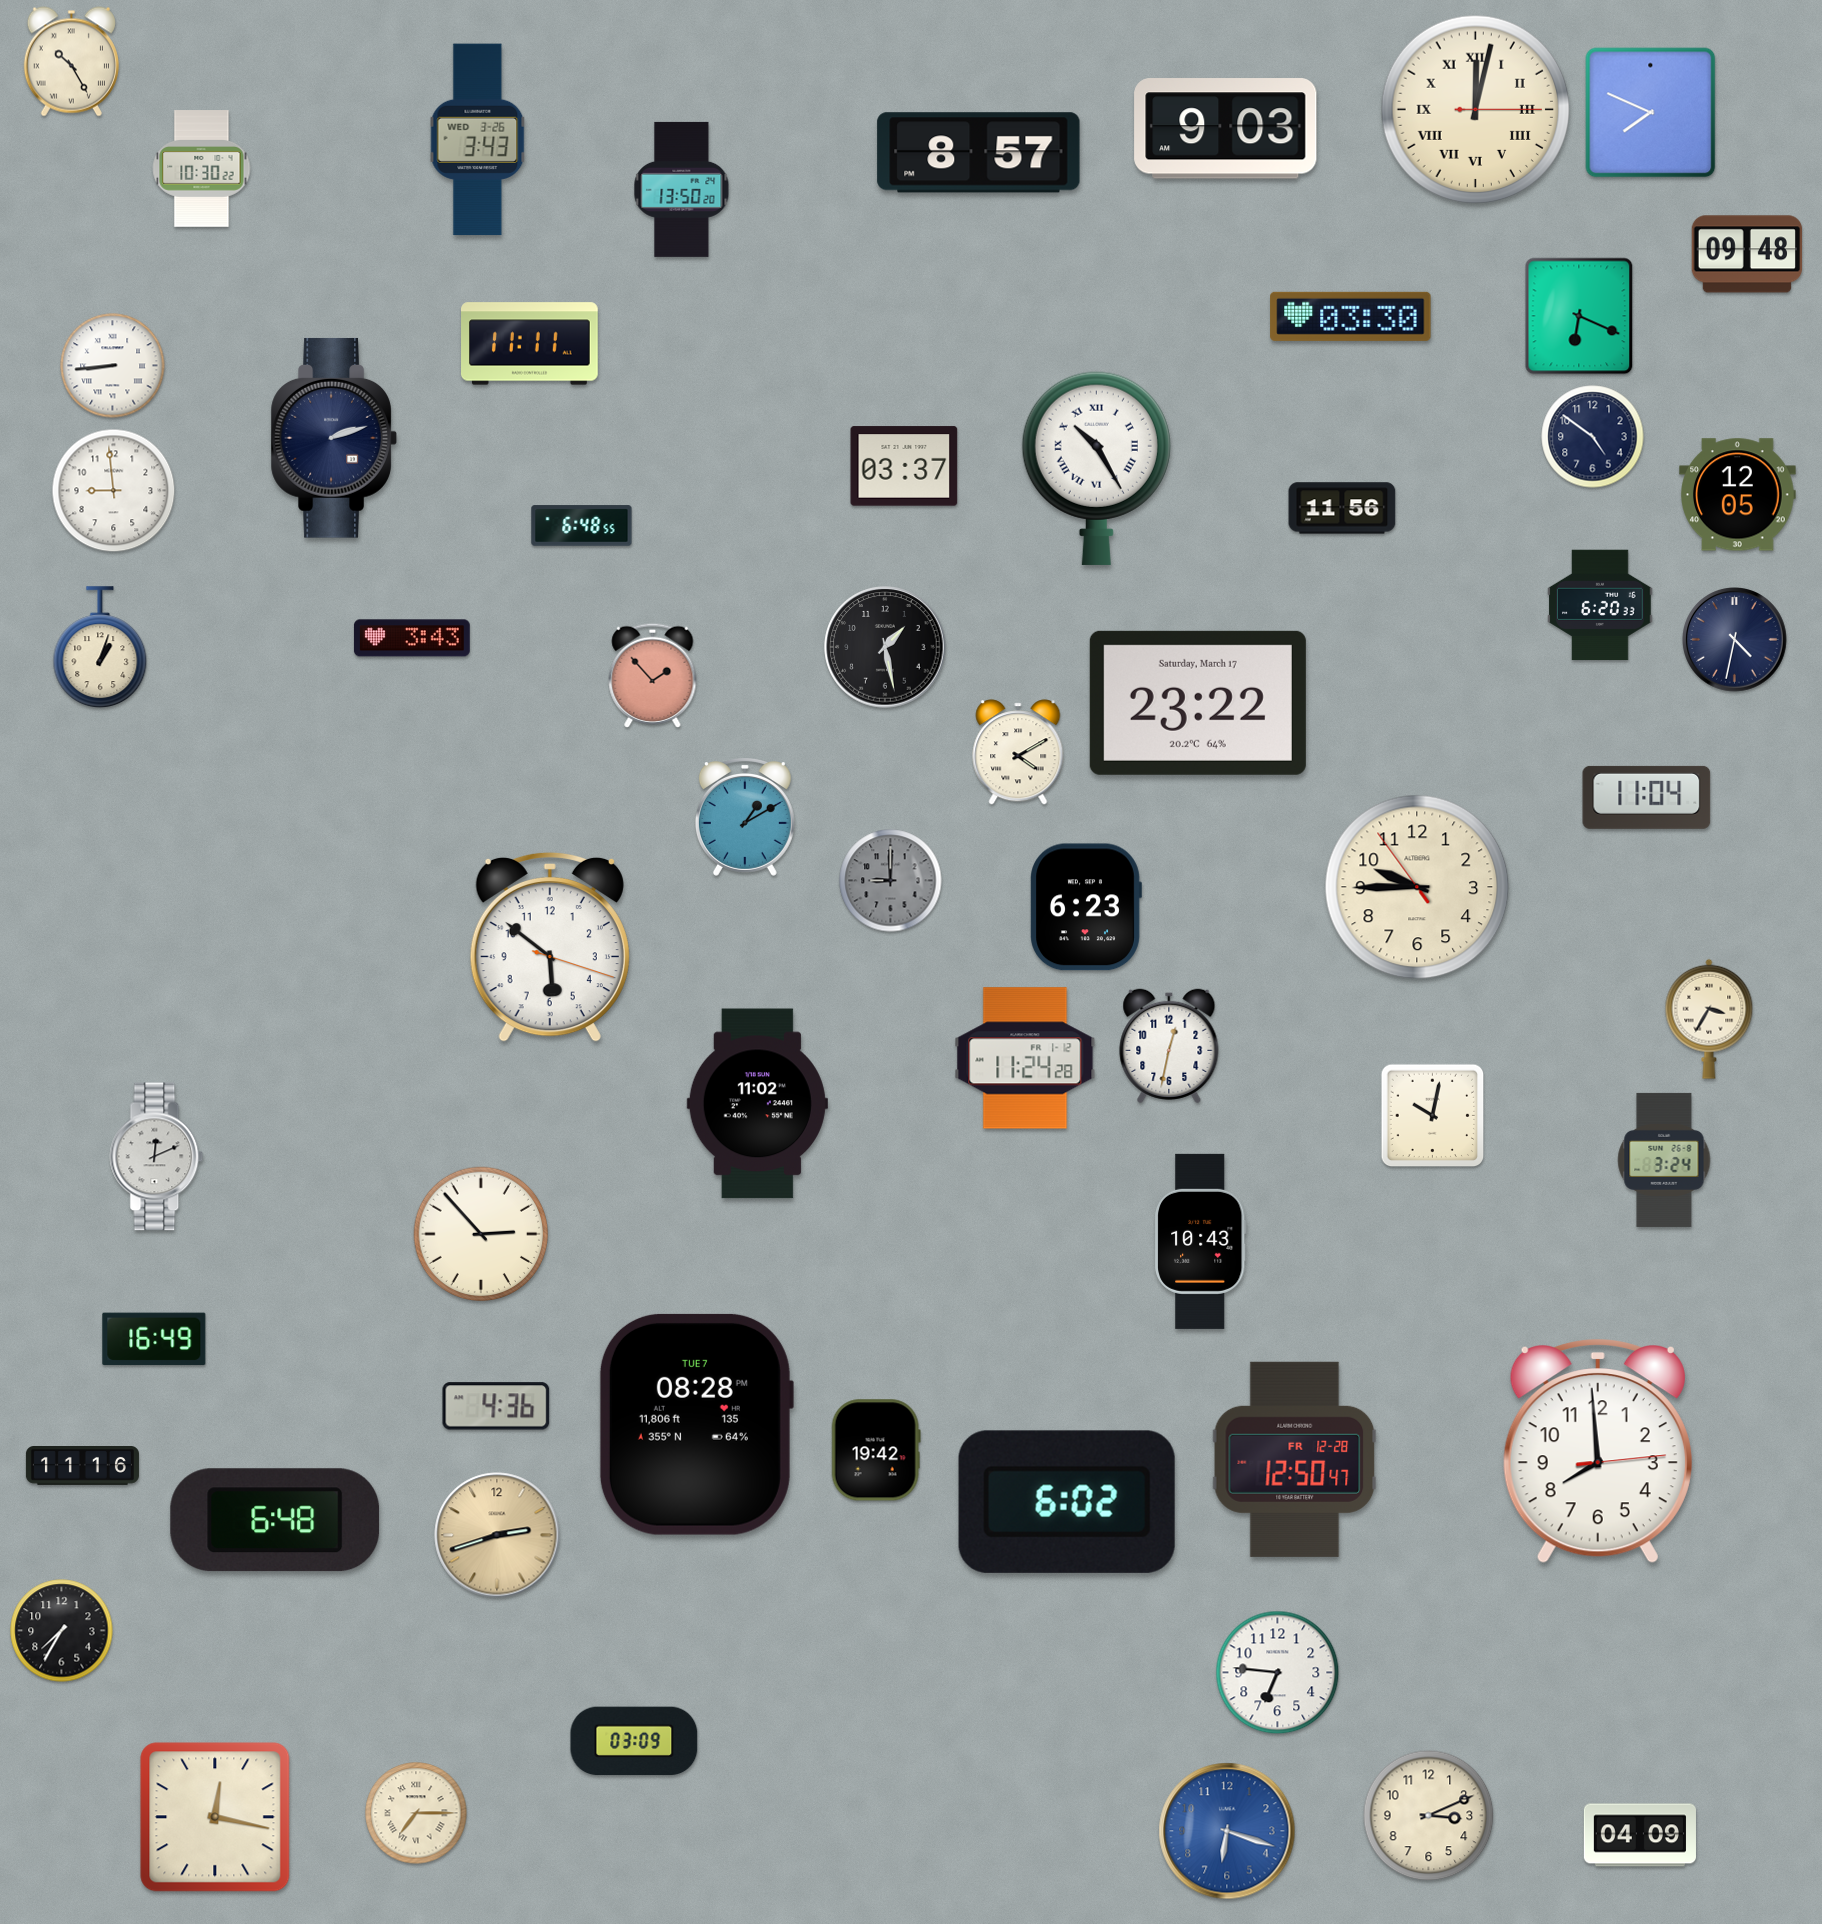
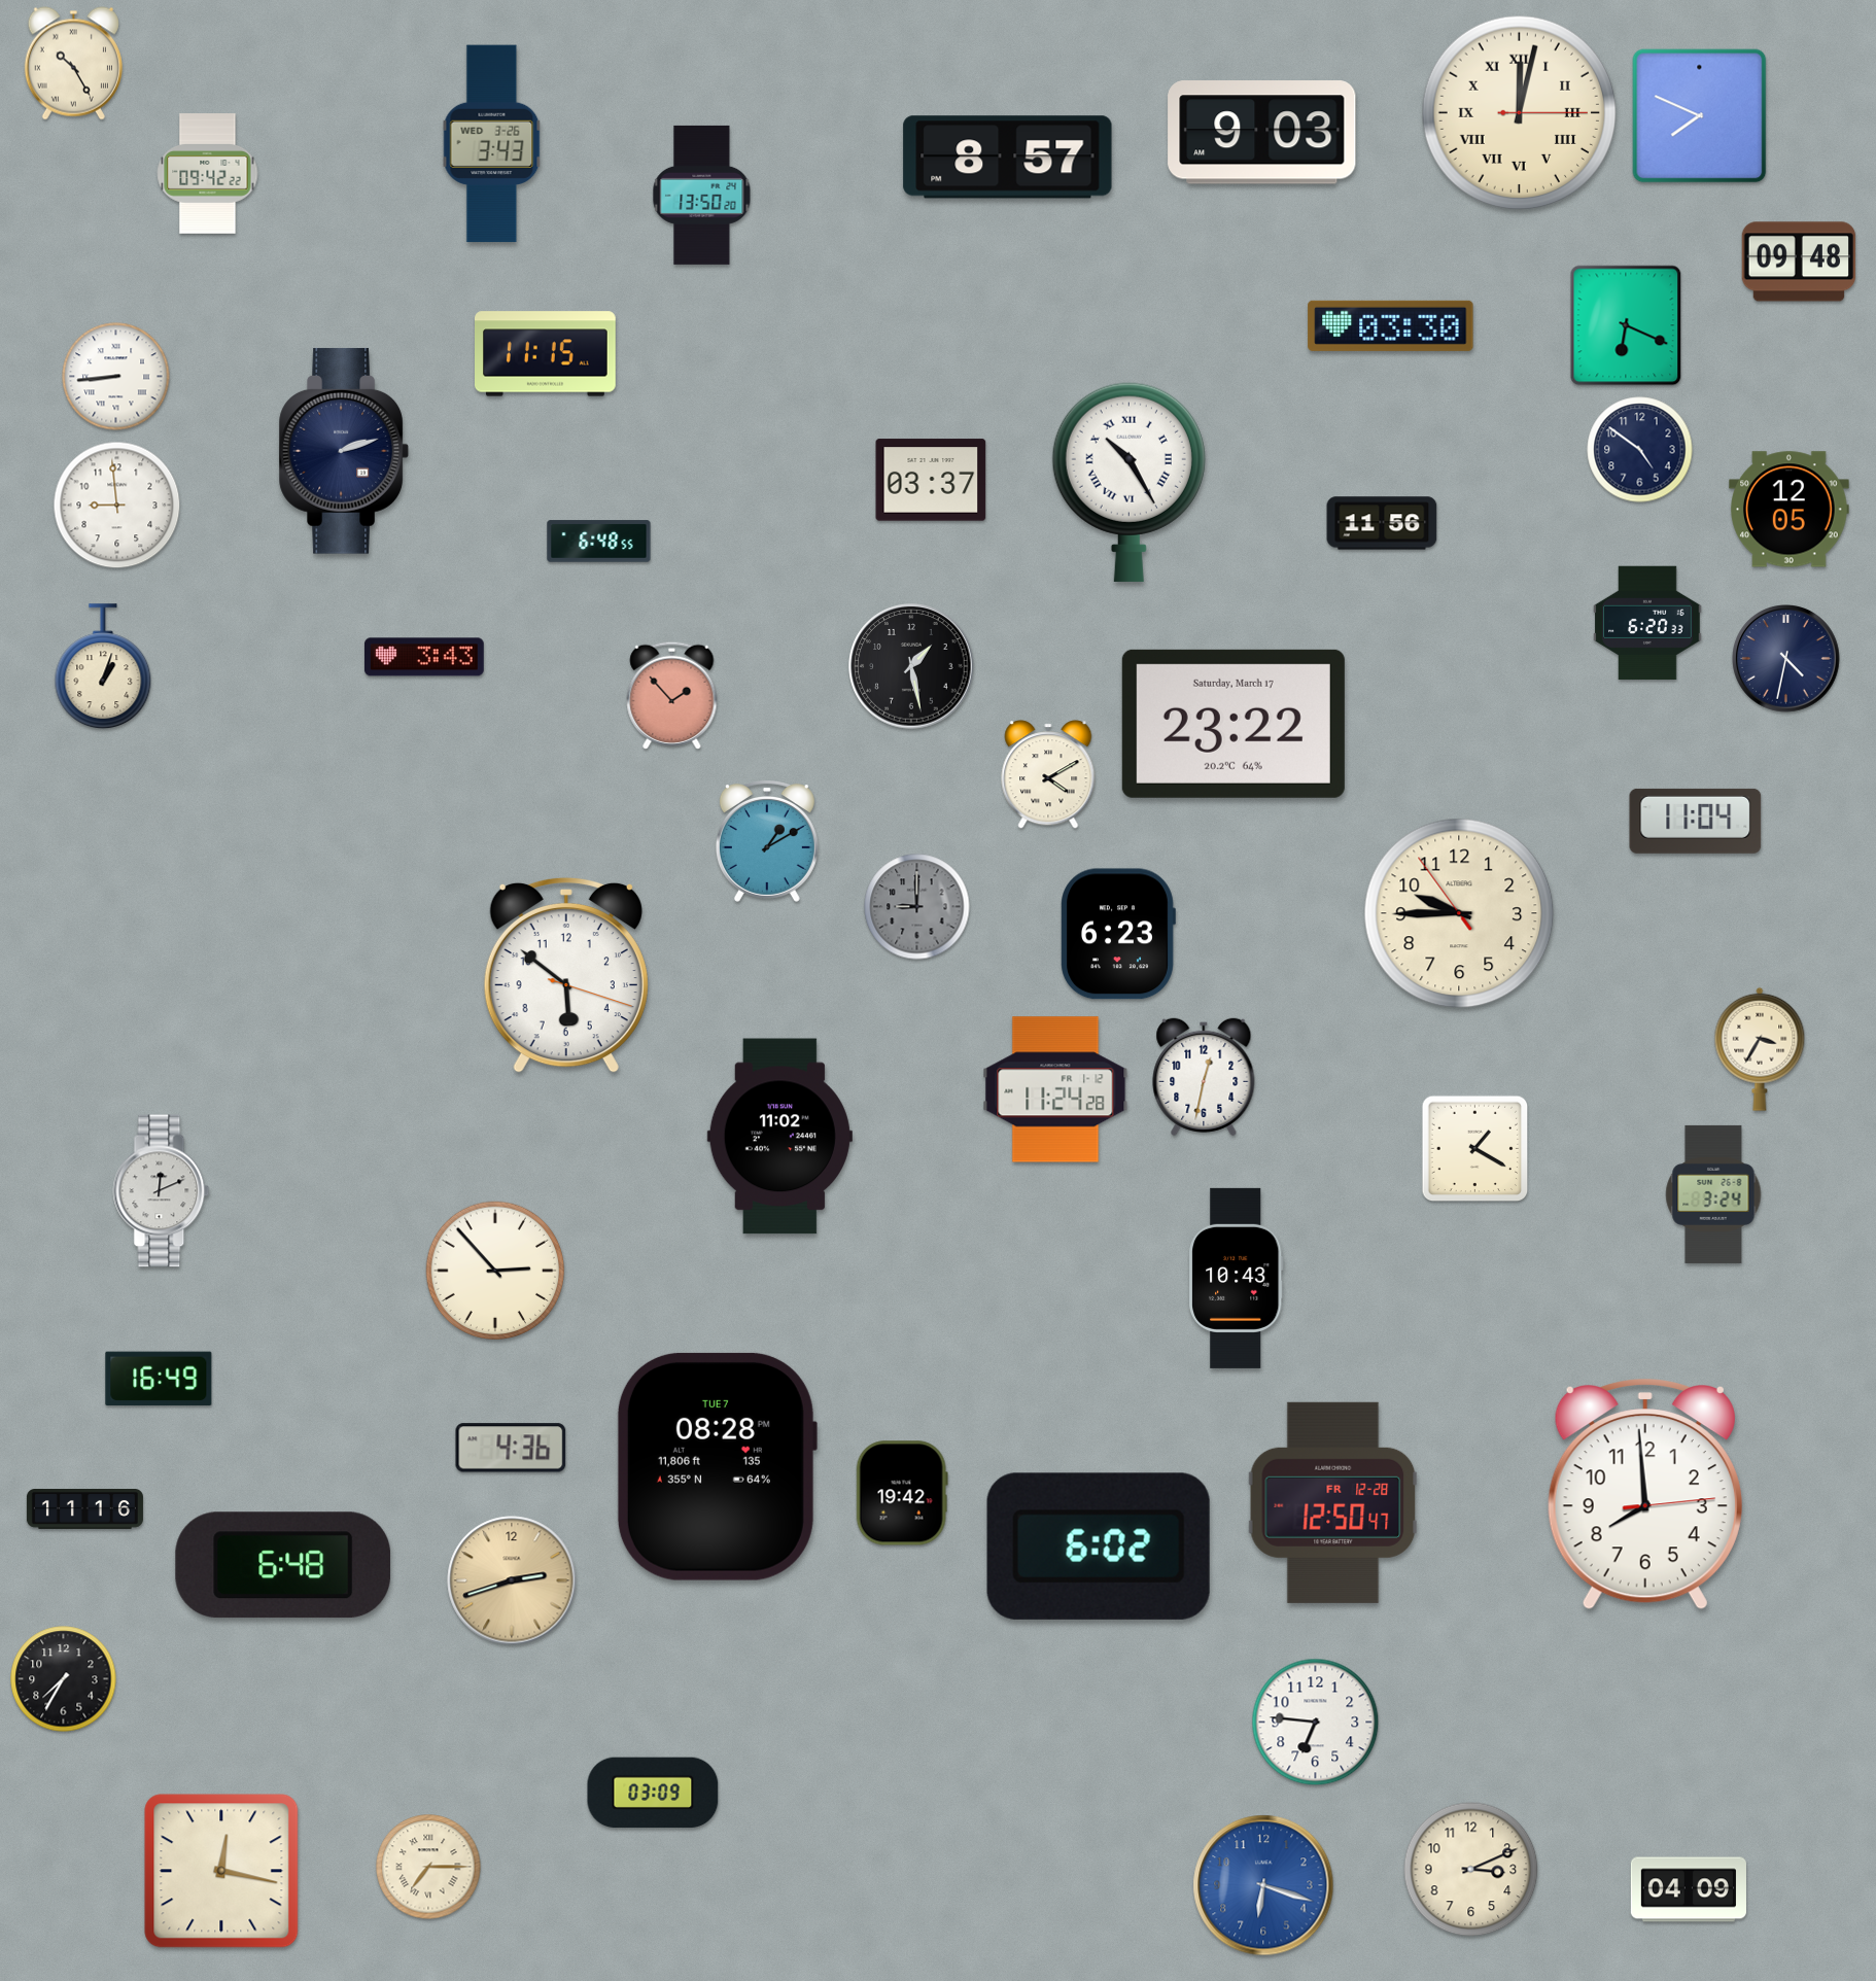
clock at (202, 169): 10:30 -> 09:42
clock at (530, 344): 11:11 -> 11:15
clock at (1433, 1116): 10:02 -> 1:20
